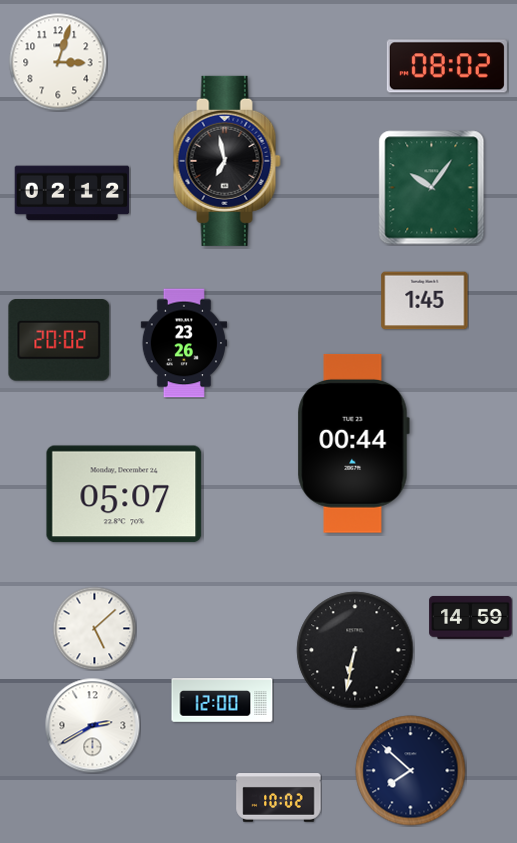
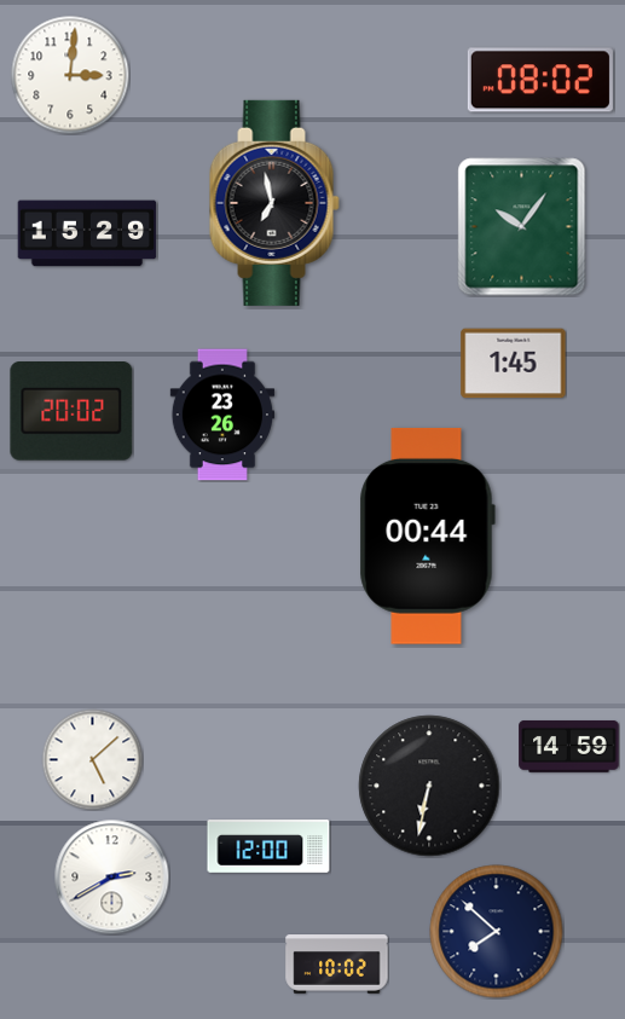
clock at (58, 62): 3:03 -> 3:01
clock at (227, 161) position: (227, 161) -> (274, 203)
clock at (72, 193): 02:12 -> 15:29
clock at (124, 494): 05:07 -> none
clock at (94, 628) position: (94, 628) -> (92, 759)
